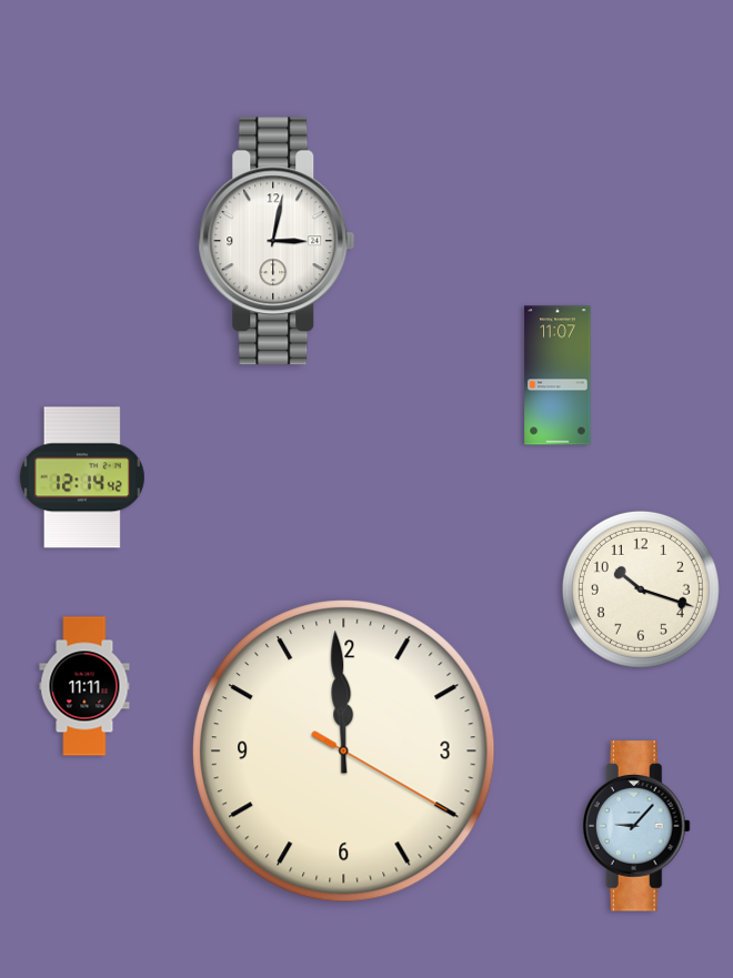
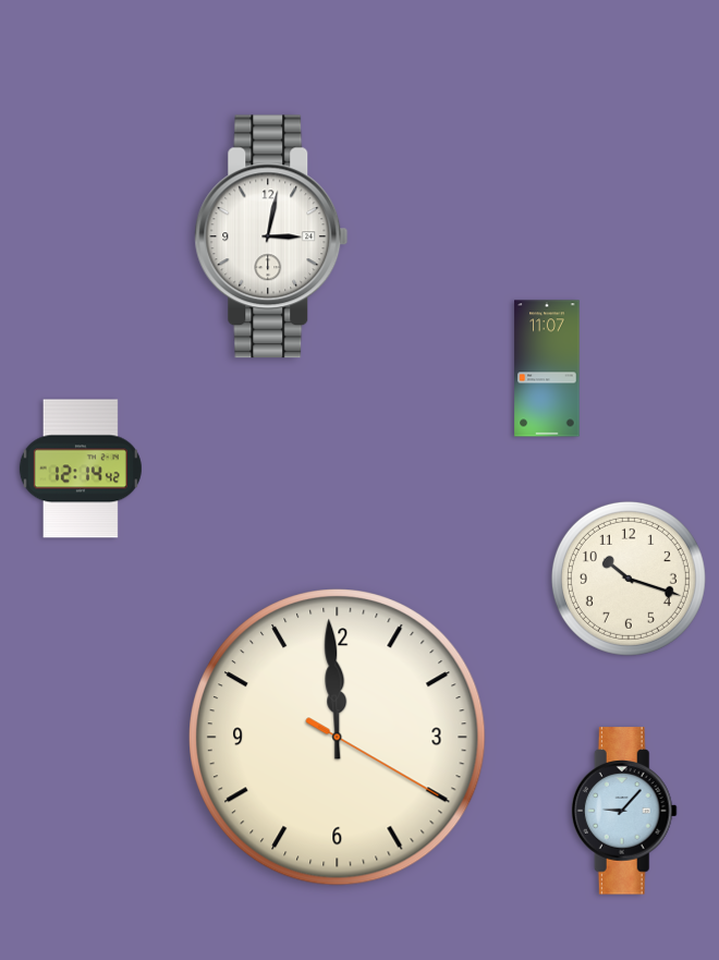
clock at (84, 686): 11:11 -> none
